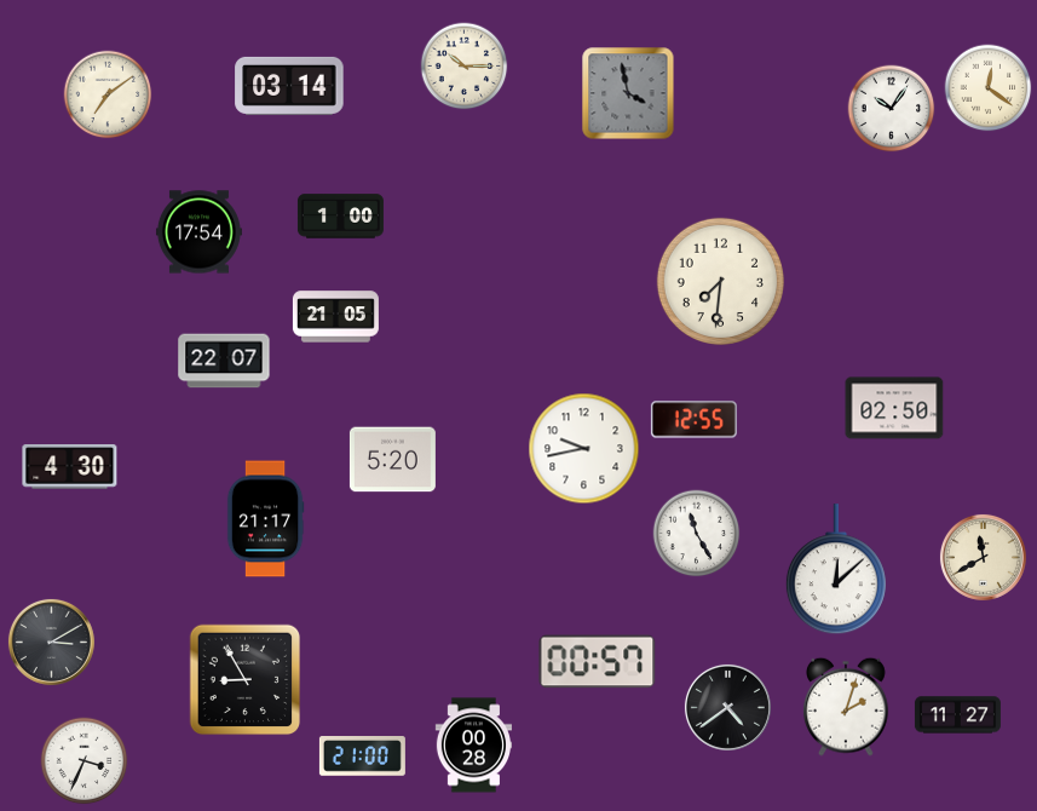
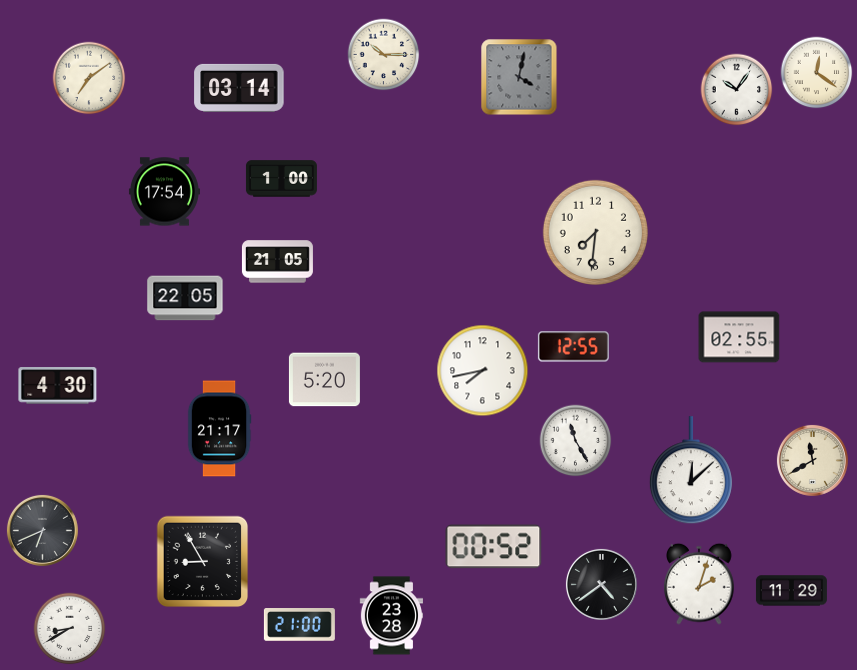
clock at (289, 86) position: (289, 86) -> (239, 88)
clock at (628, 93): 3:58 -> 4:02
clock at (224, 361): 22:07 -> 22:05
clock at (894, 408): 02:50 -> 02:55
clock at (584, 449): 9:43 -> 7:43
clock at (51, 642): 3:10 -> 6:41
clock at (598, 662): 00:57 -> 00:52
clock at (957, 715): 11:27 -> 11:29
clock at (473, 746): 00:28 -> 23:28
clock at (85, 761): 3:34 -> 8:40
